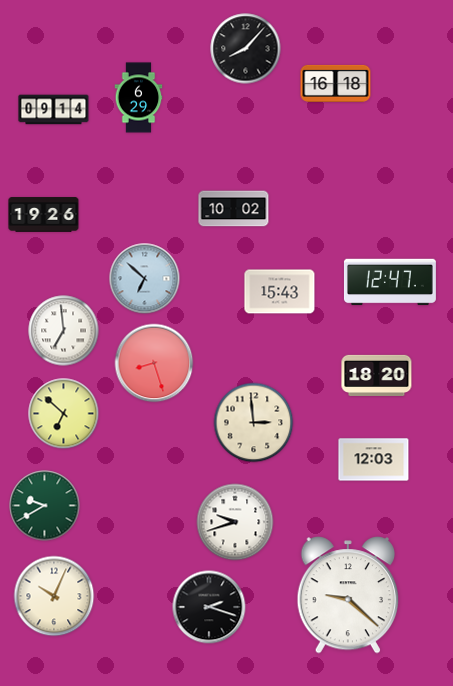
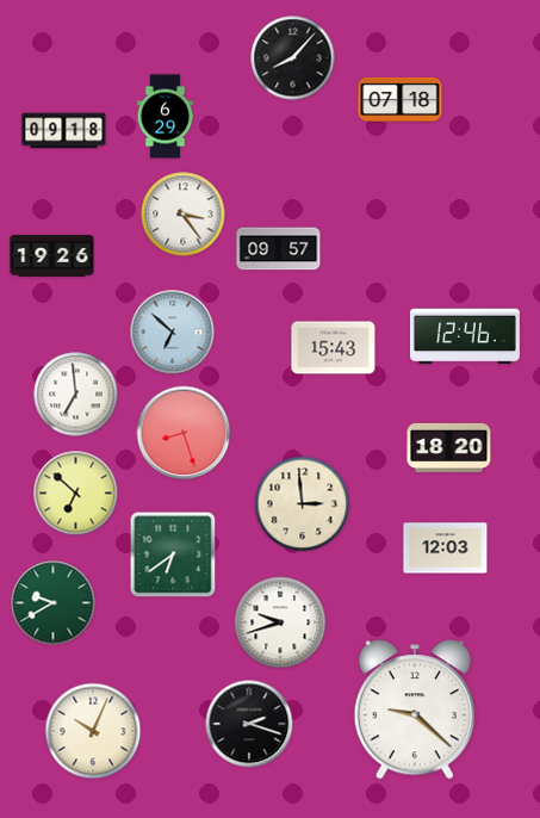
clock at (336, 83): 16:18 -> 07:18
clock at (54, 110): 09:14 -> 09:18
clock at (184, 215): none -> 3:24
clock at (234, 209): 10:02 -> 09:57
clock at (390, 282): 12:47 -> 12:46
clock at (173, 554): none -> 6:39
clock at (54, 596) position: (54, 596) -> (93, 731)
